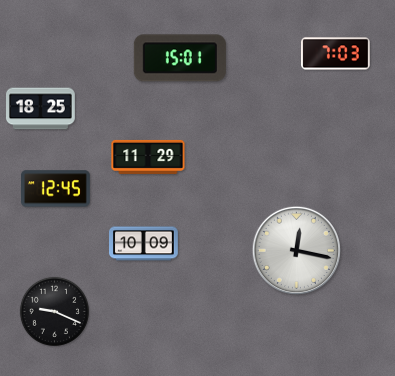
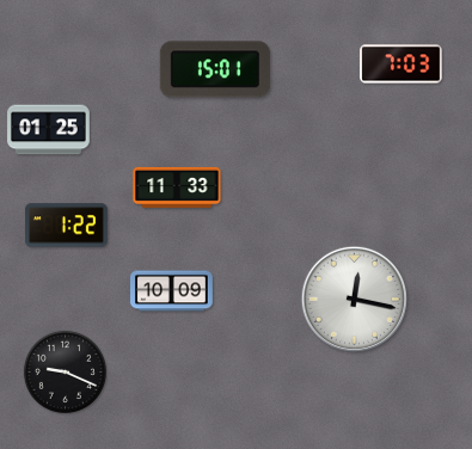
clock at (41, 109): 18:25 -> 01:25
clock at (148, 157): 11:29 -> 11:33
clock at (56, 189): 12:45 -> 1:22
